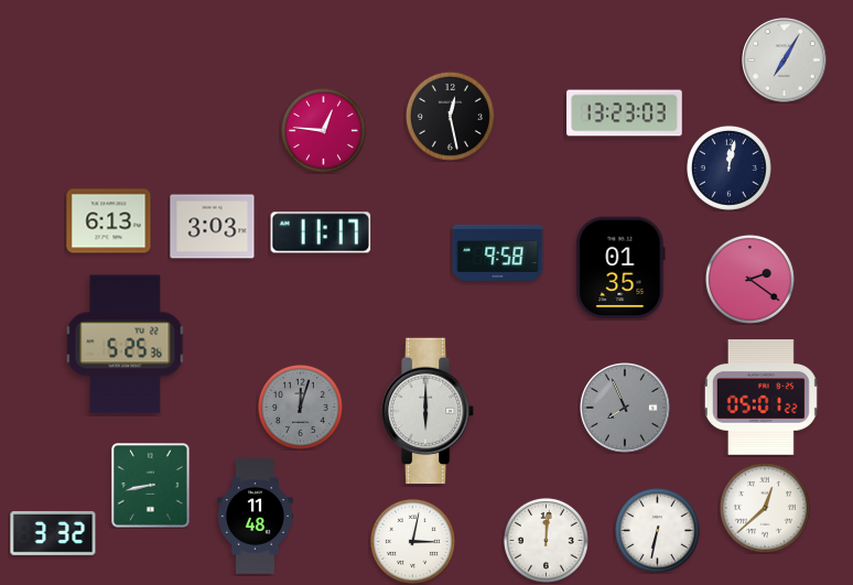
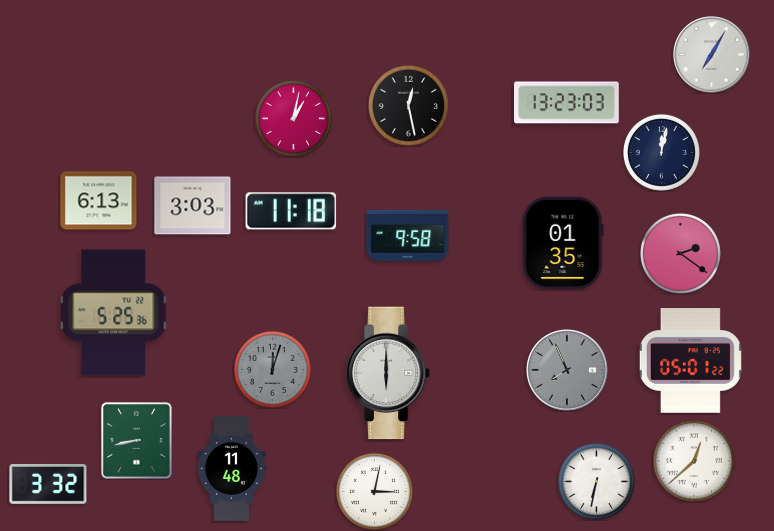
clock at (323, 130): 12:46 -> 1:02
clock at (321, 232): 11:17 -> 11:18
clock at (498, 252) position: (498, 252) -> (408, 235)
clock at (546, 540): 12:01 -> none
